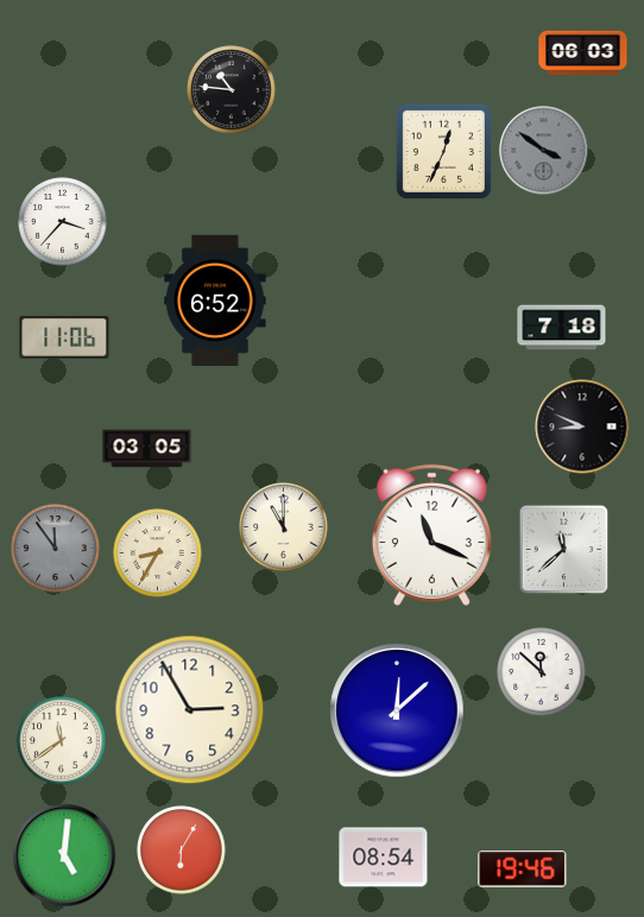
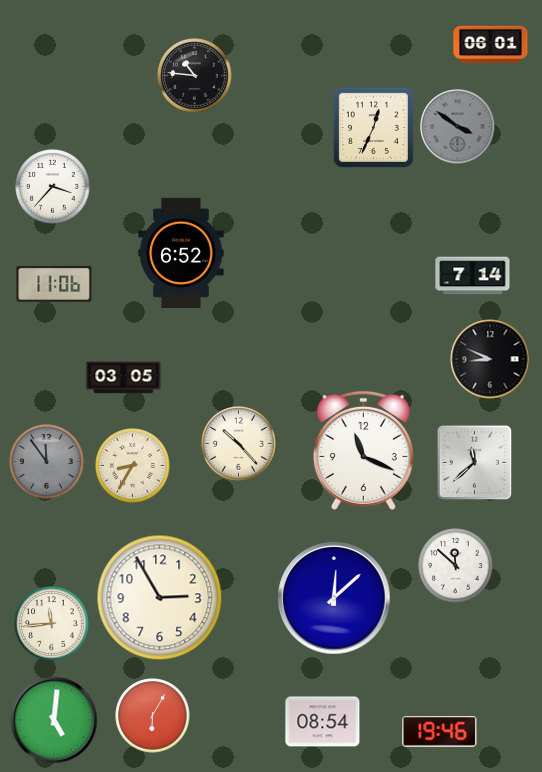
clock at (583, 53): 06:03 -> 06:01
clock at (562, 328): 7:18 -> 7:14
clock at (284, 527): 11:00 -> 10:23
clock at (62, 741): 11:39 -> 11:44
